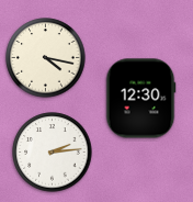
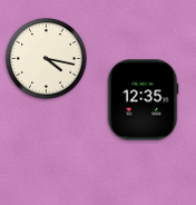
clock at (140, 99): 12:30 -> 12:35
clock at (53, 153): 2:14 -> none
